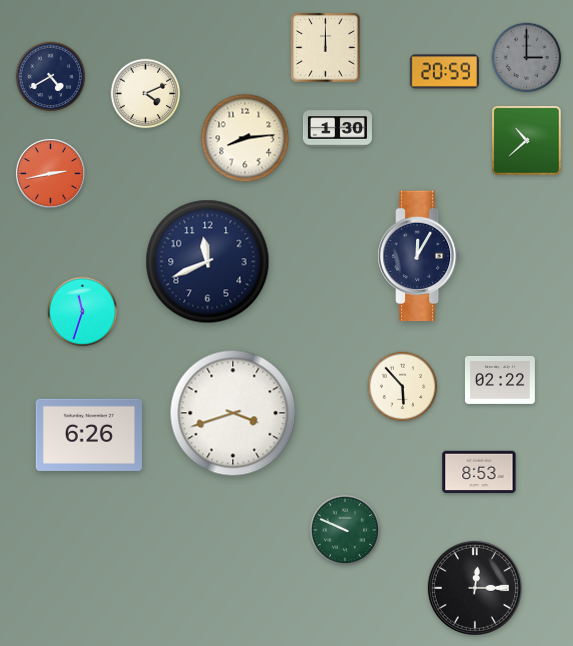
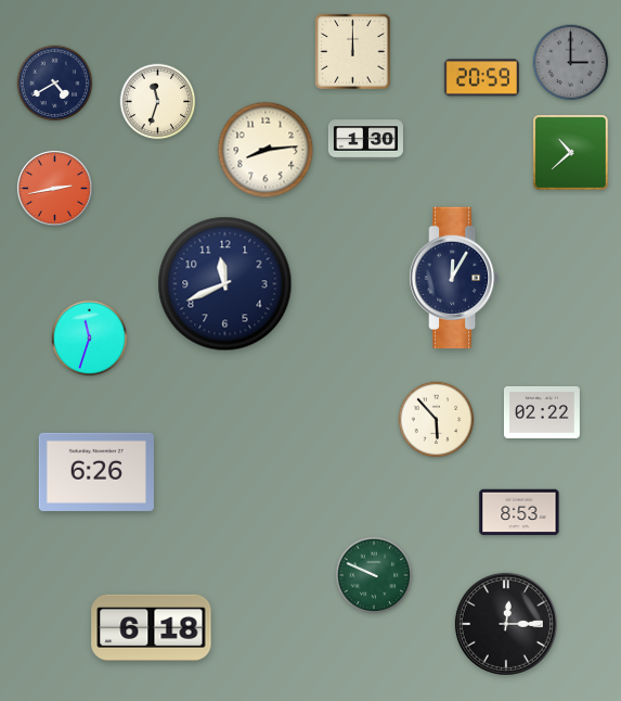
clock at (146, 94): 4:11 -> 11:33
clock at (233, 413): 3:42 -> none
clock at (152, 627): none -> 6:18
clock at (475, 588) position: (475, 588) -> (506, 624)
